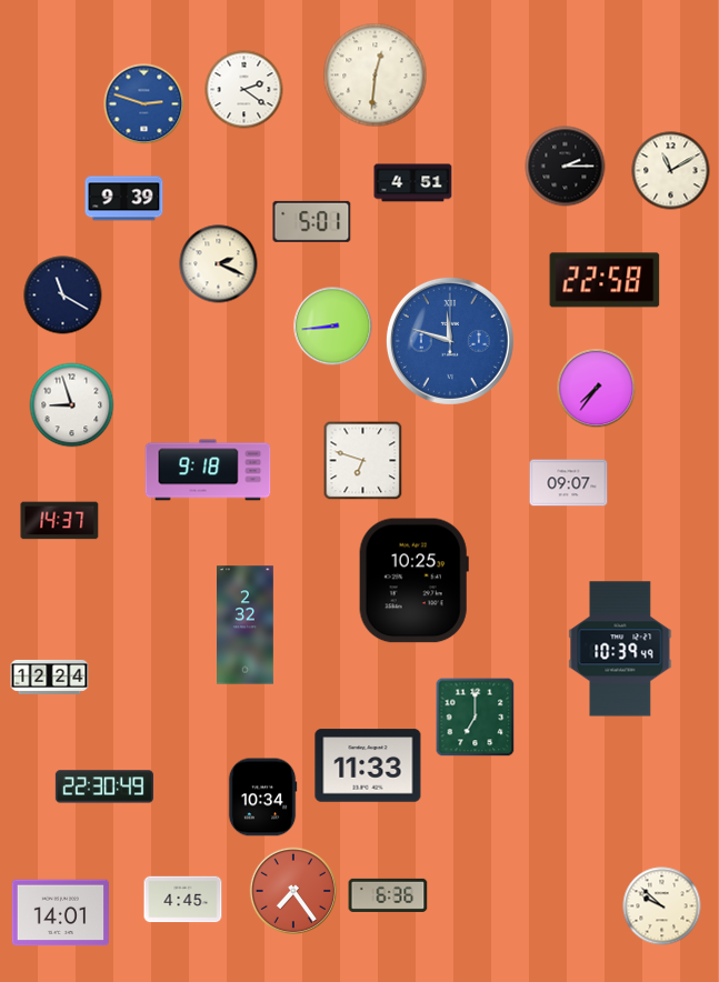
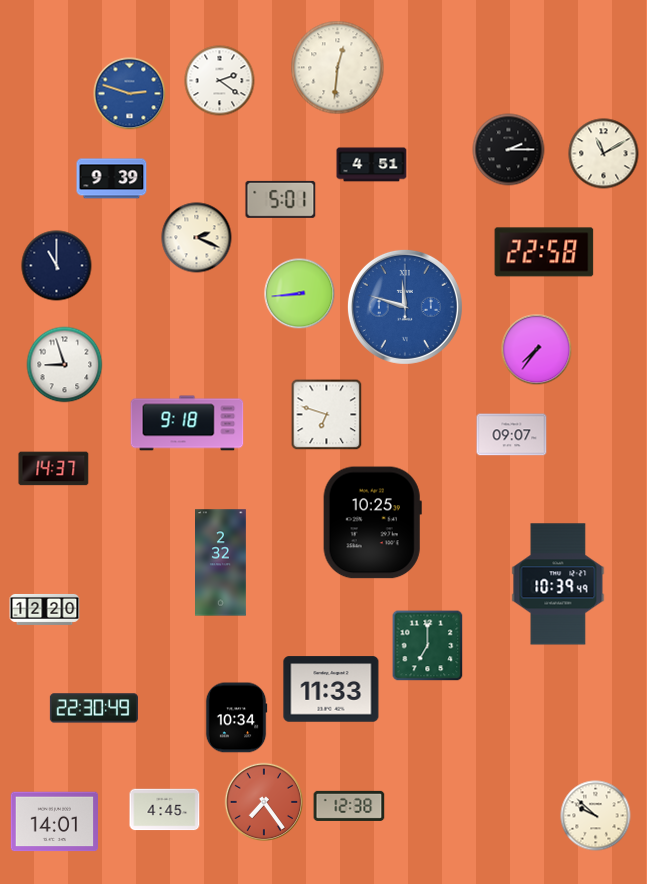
clock at (63, 295): 11:20 -> 11:00
clock at (50, 677): 12:24 -> 12:20
clock at (388, 895): 6:36 -> 12:38
